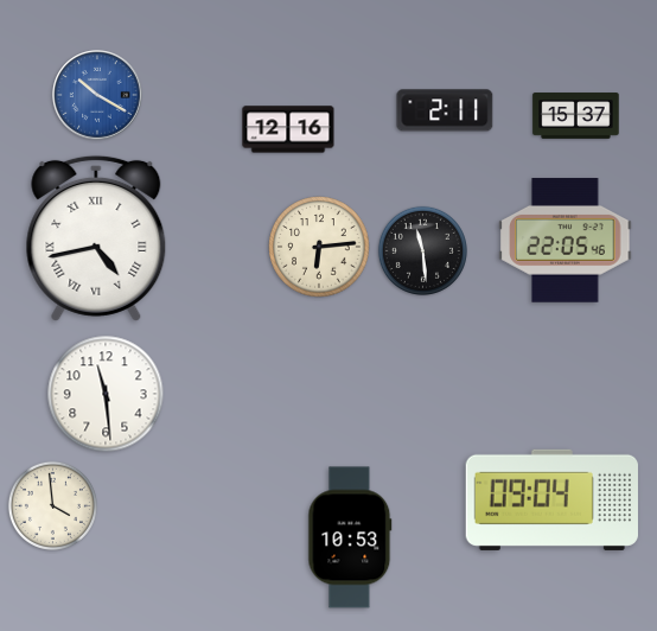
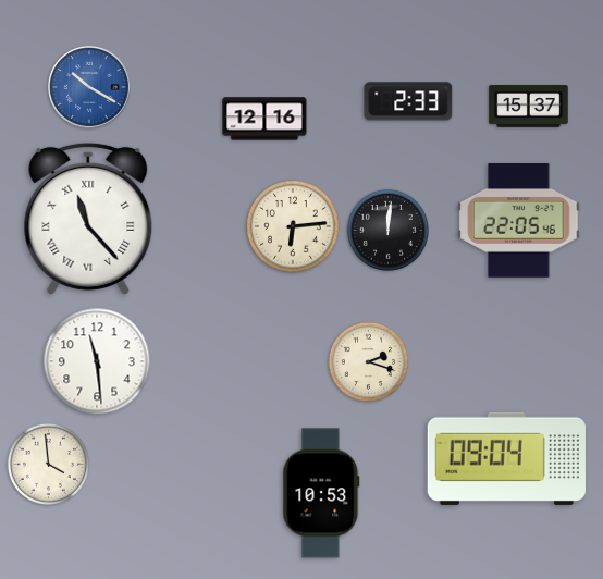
clock at (445, 110): 2:11 -> 2:33
clock at (96, 238): 4:43 -> 11:23
clock at (422, 250): 11:29 -> 12:01
clock at (368, 361): none -> 2:18
